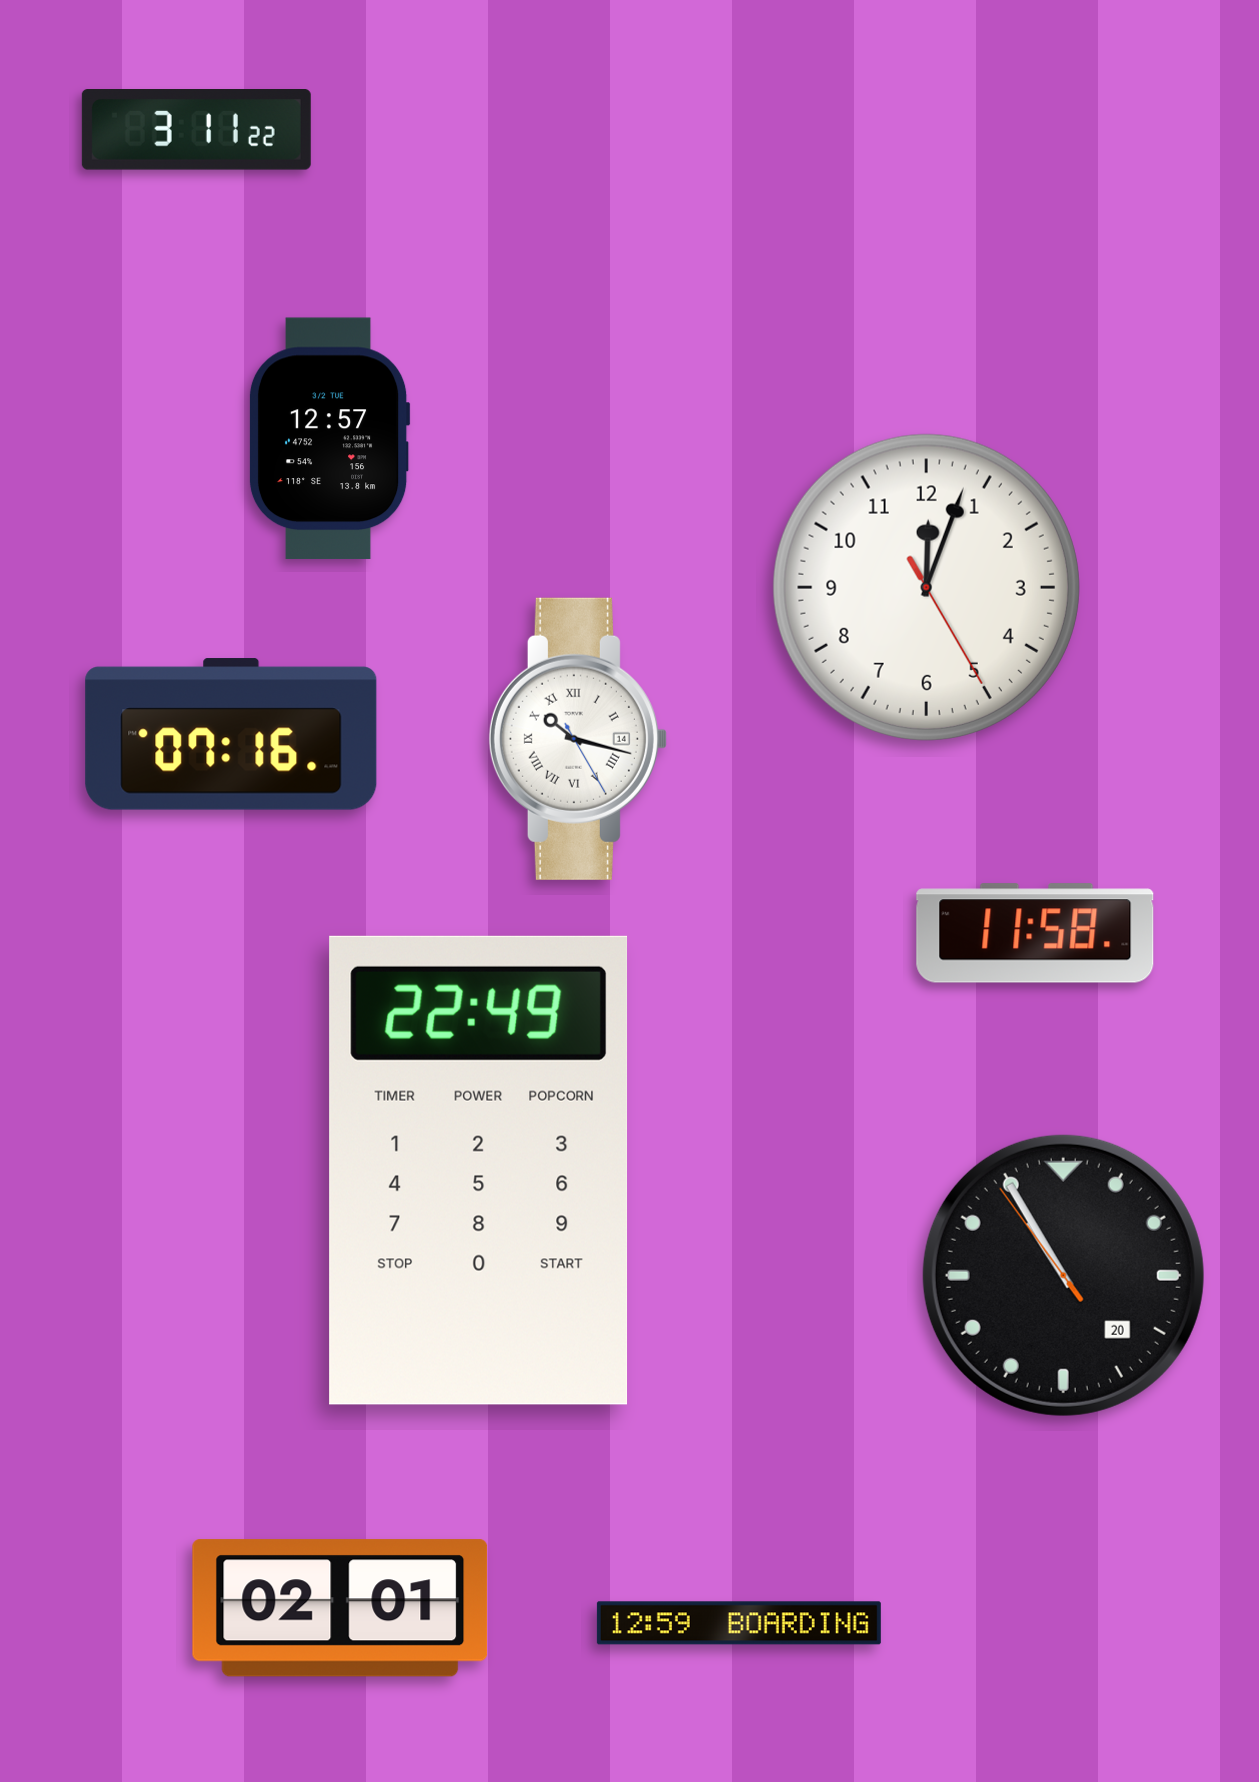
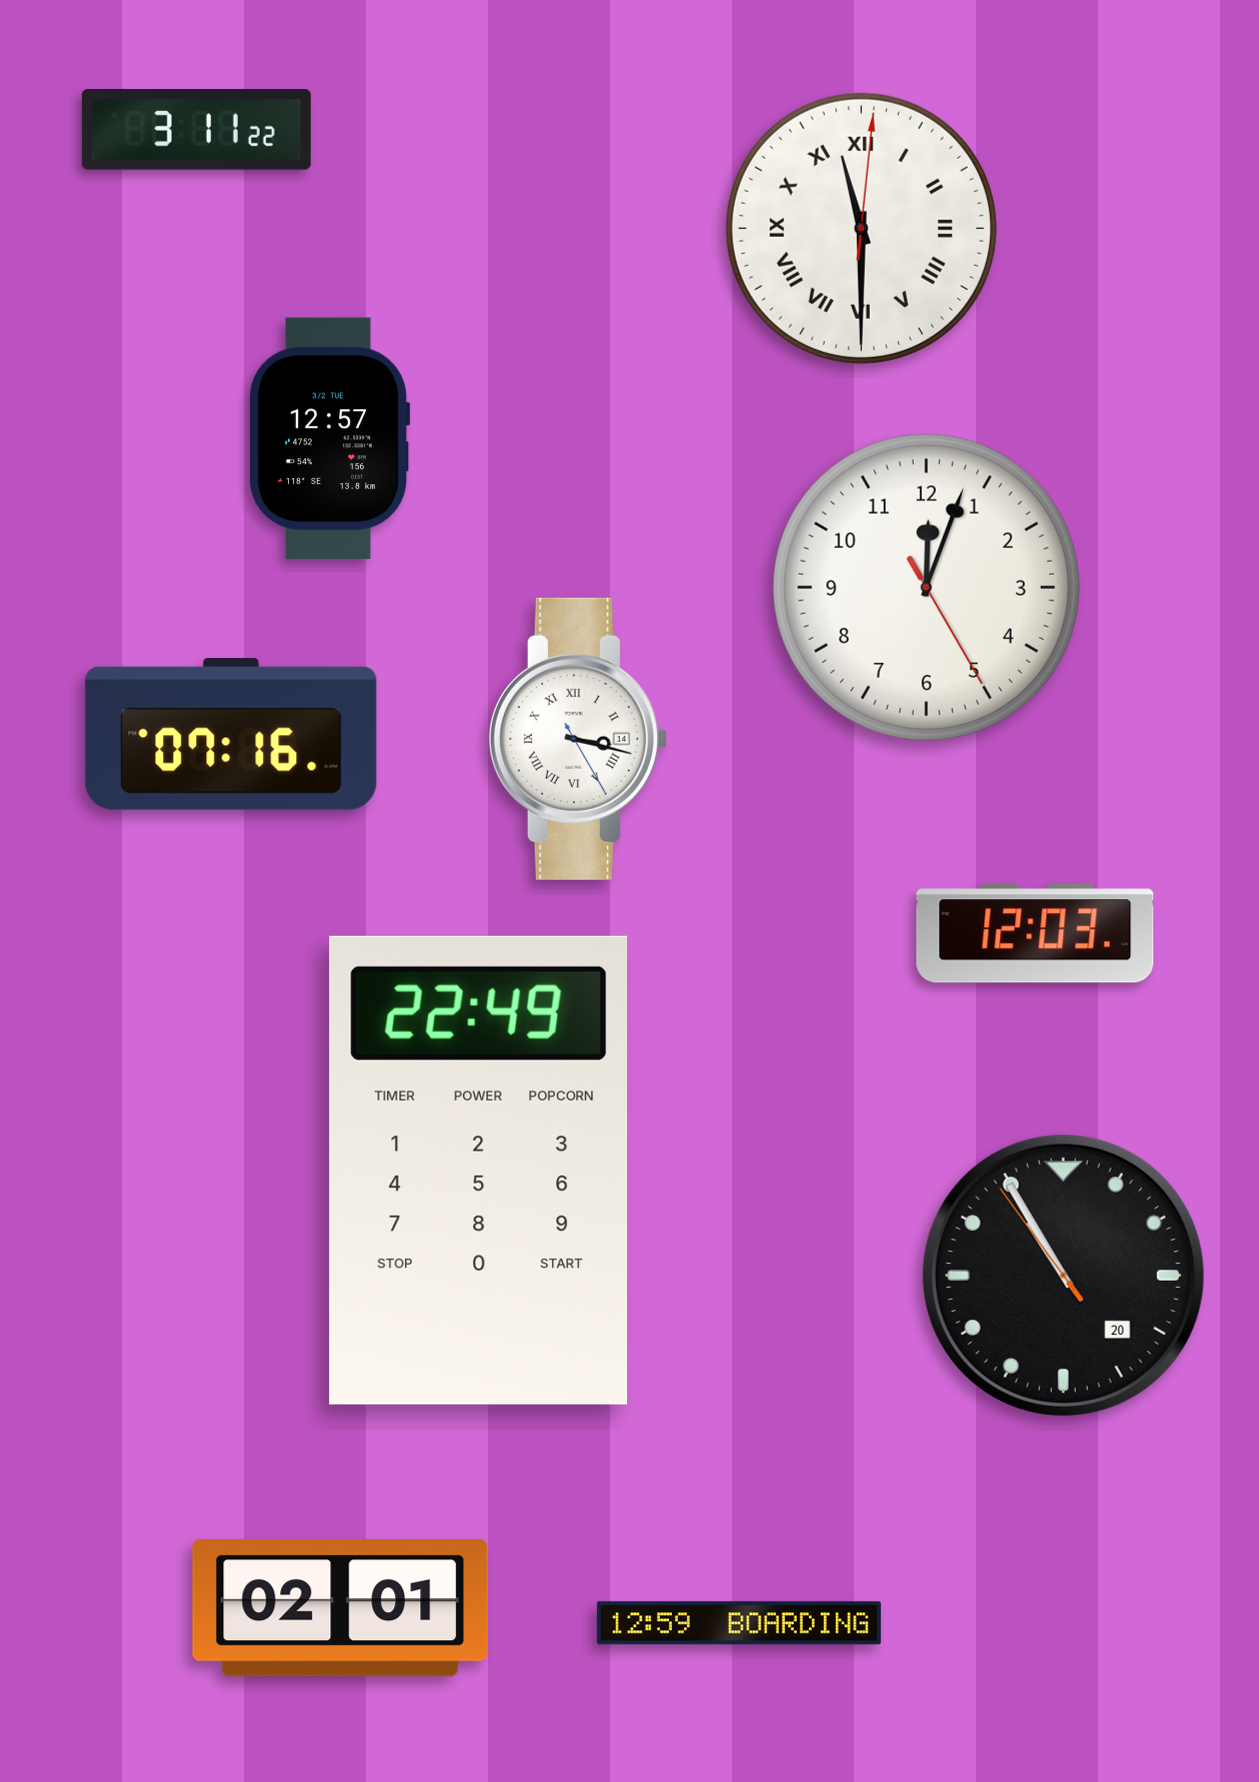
clock at (861, 228): none -> 11:30
clock at (578, 739): 10:17 -> 3:17
clock at (1035, 933): 11:58 -> 12:03
